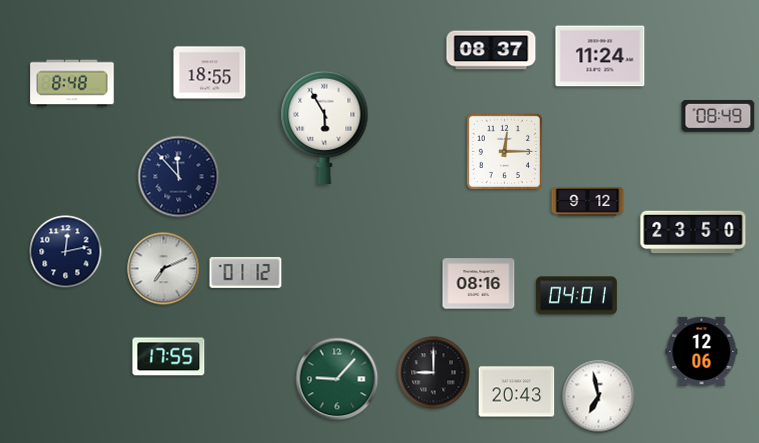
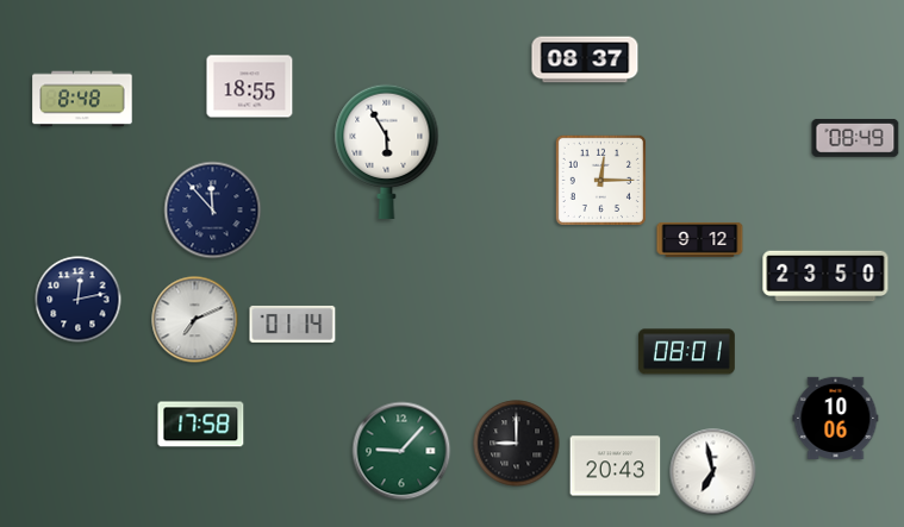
clock at (600, 56): 11:24 -> none
clock at (72, 83) position: (72, 83) -> (82, 99)
clock at (246, 273): 01:12 -> 01:14
clock at (479, 284): 08:16 -> none
clock at (576, 296): 04:01 -> 08:01
clock at (702, 351): 12:06 -> 10:06
clock at (169, 357): 17:55 -> 17:58
